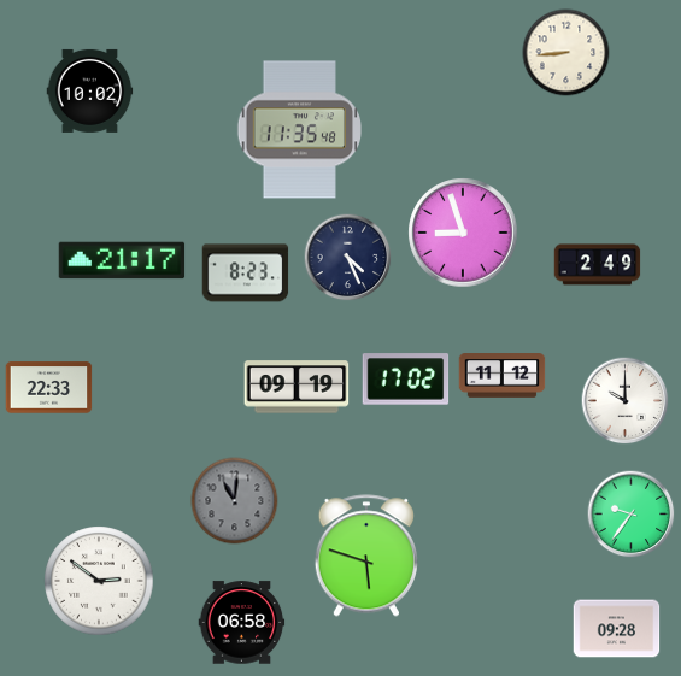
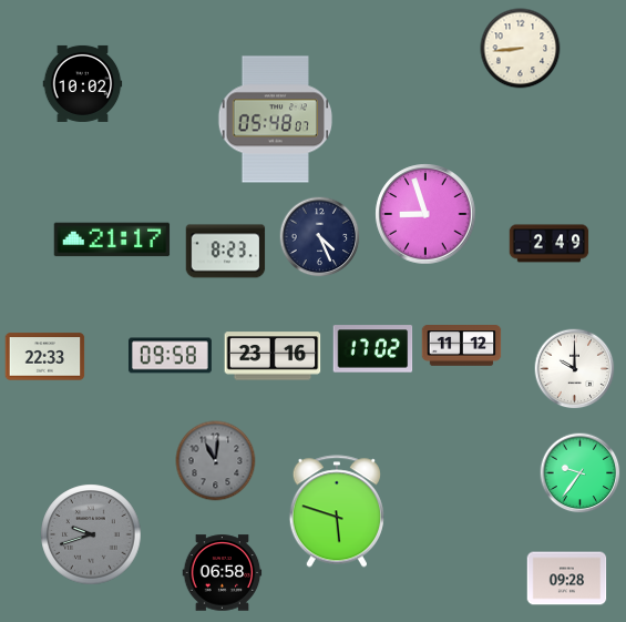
clock at (299, 130): 11:35 -> 05:48
clock at (170, 356): none -> 09:58
clock at (297, 387): 09:19 -> 23:16
clock at (99, 581): 2:51 -> 9:42
clock at (99, 581) dial: white -> grey
